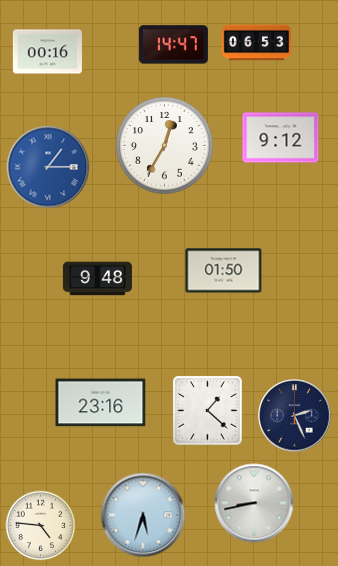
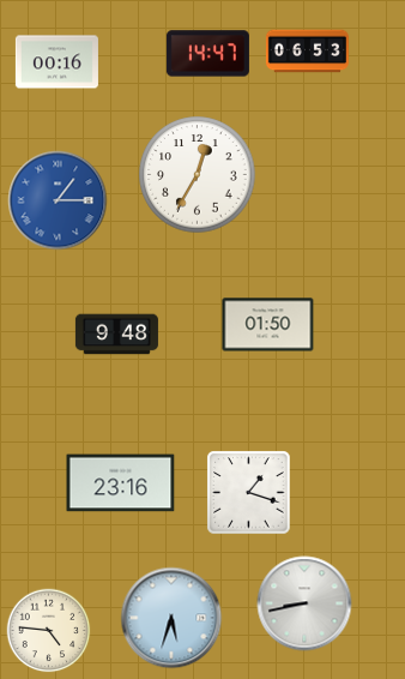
clock at (281, 138): 9:12 -> none
clock at (208, 411): 1:22 -> 1:18
clock at (295, 416): 2:26 -> none
